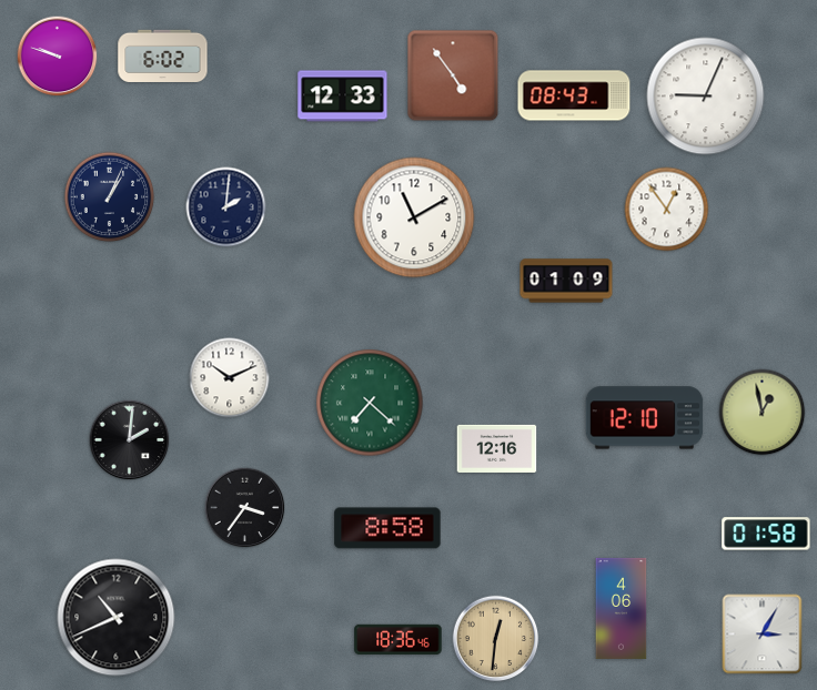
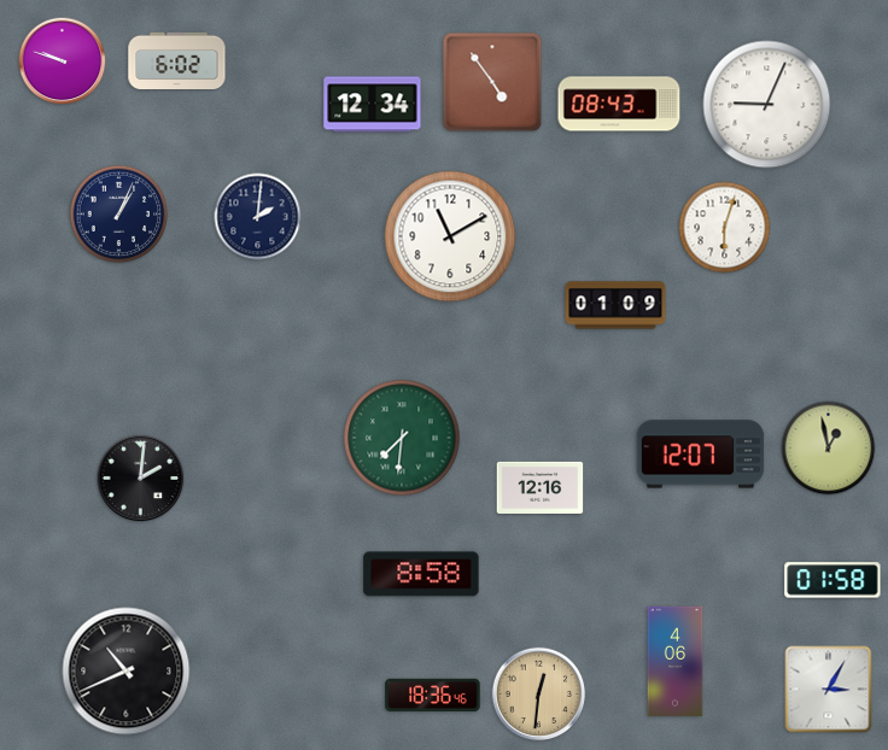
clock at (574, 95) position: (574, 95) -> (619, 104)
clock at (343, 97): 12:33 -> 12:34
clock at (226, 207) position: (226, 207) -> (258, 217)
clock at (667, 210): 12:54 -> 6:03
clock at (230, 378): 10:11 -> none
clock at (370, 403): 7:22 -> 7:31
clock at (645, 418): 12:10 -> 12:07
clock at (245, 508): 3:36 -> none
